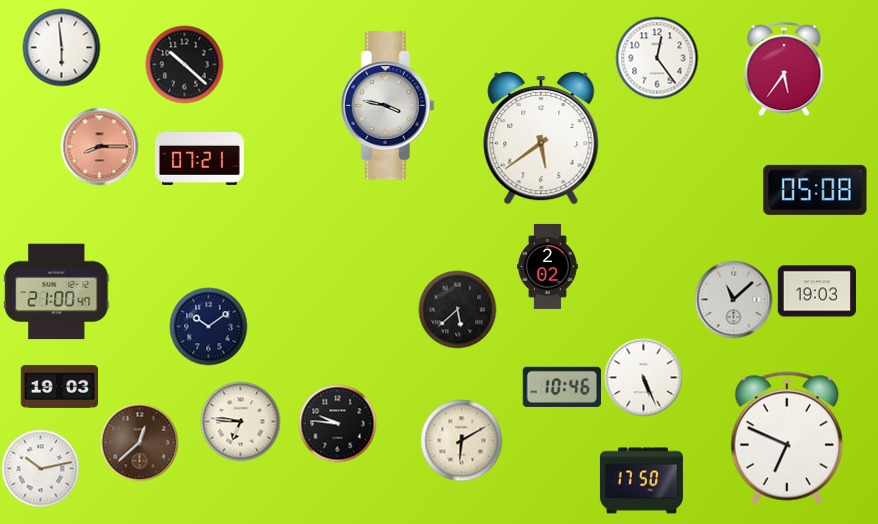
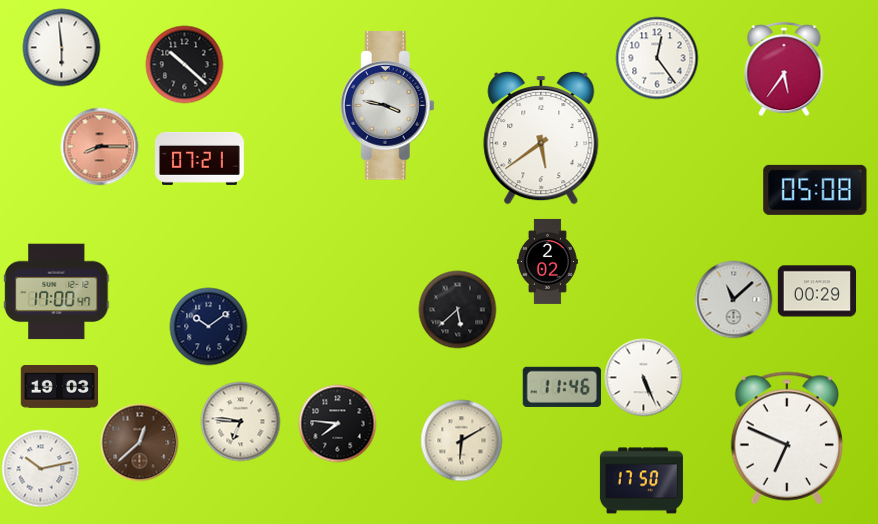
clock at (547, 266) position: (547, 266) -> (547, 261)
clock at (817, 291): 19:03 -> 00:29
clock at (57, 292): 21:00 -> 17:00
clock at (562, 387): 10:46 -> 11:46
clock at (337, 423): 9:46 -> 7:46
